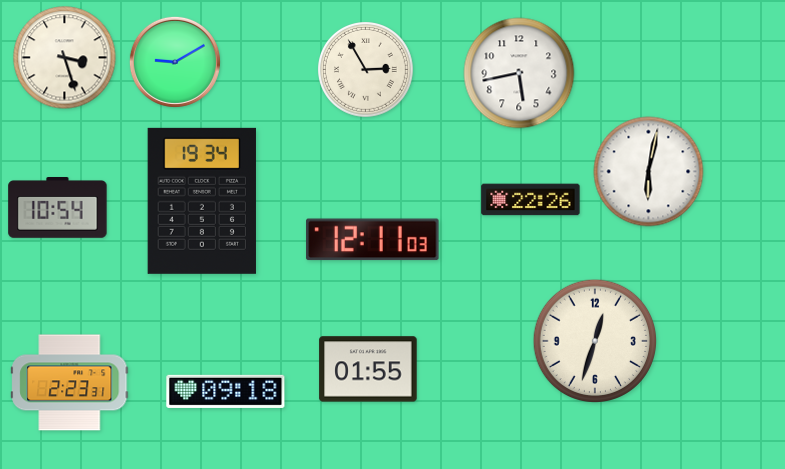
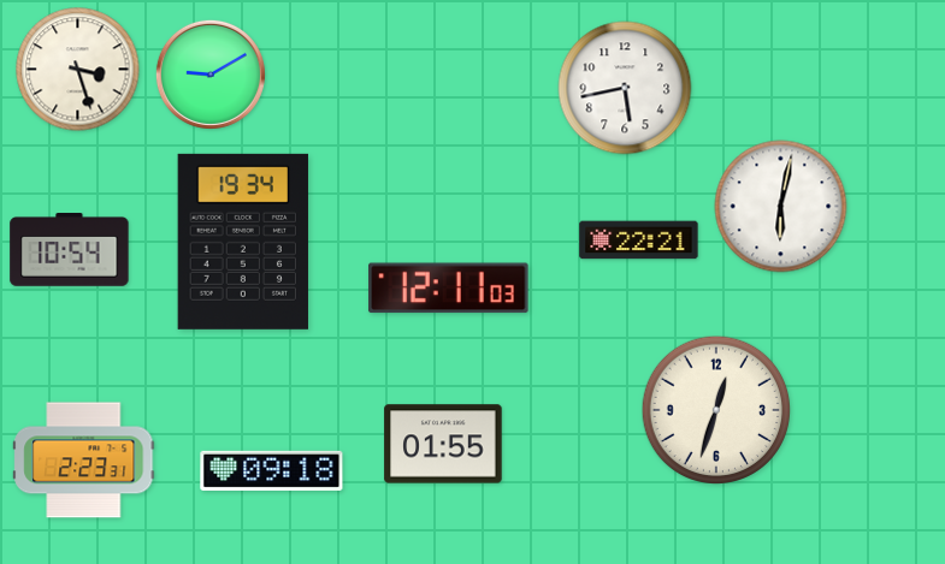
clock at (366, 70): 2:55 -> none
clock at (531, 200): 22:26 -> 22:21
